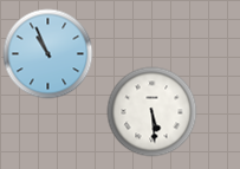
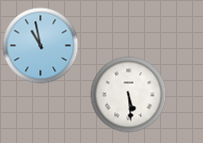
clock at (48, 54): 10:56 -> 10:58
